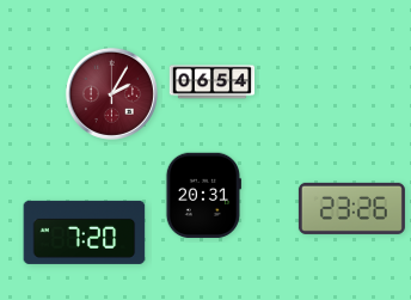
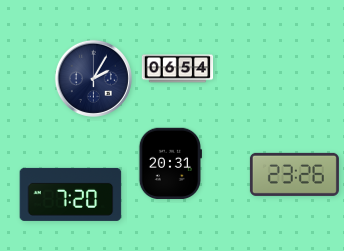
clock at (111, 93) dial: burgundy -> navy
